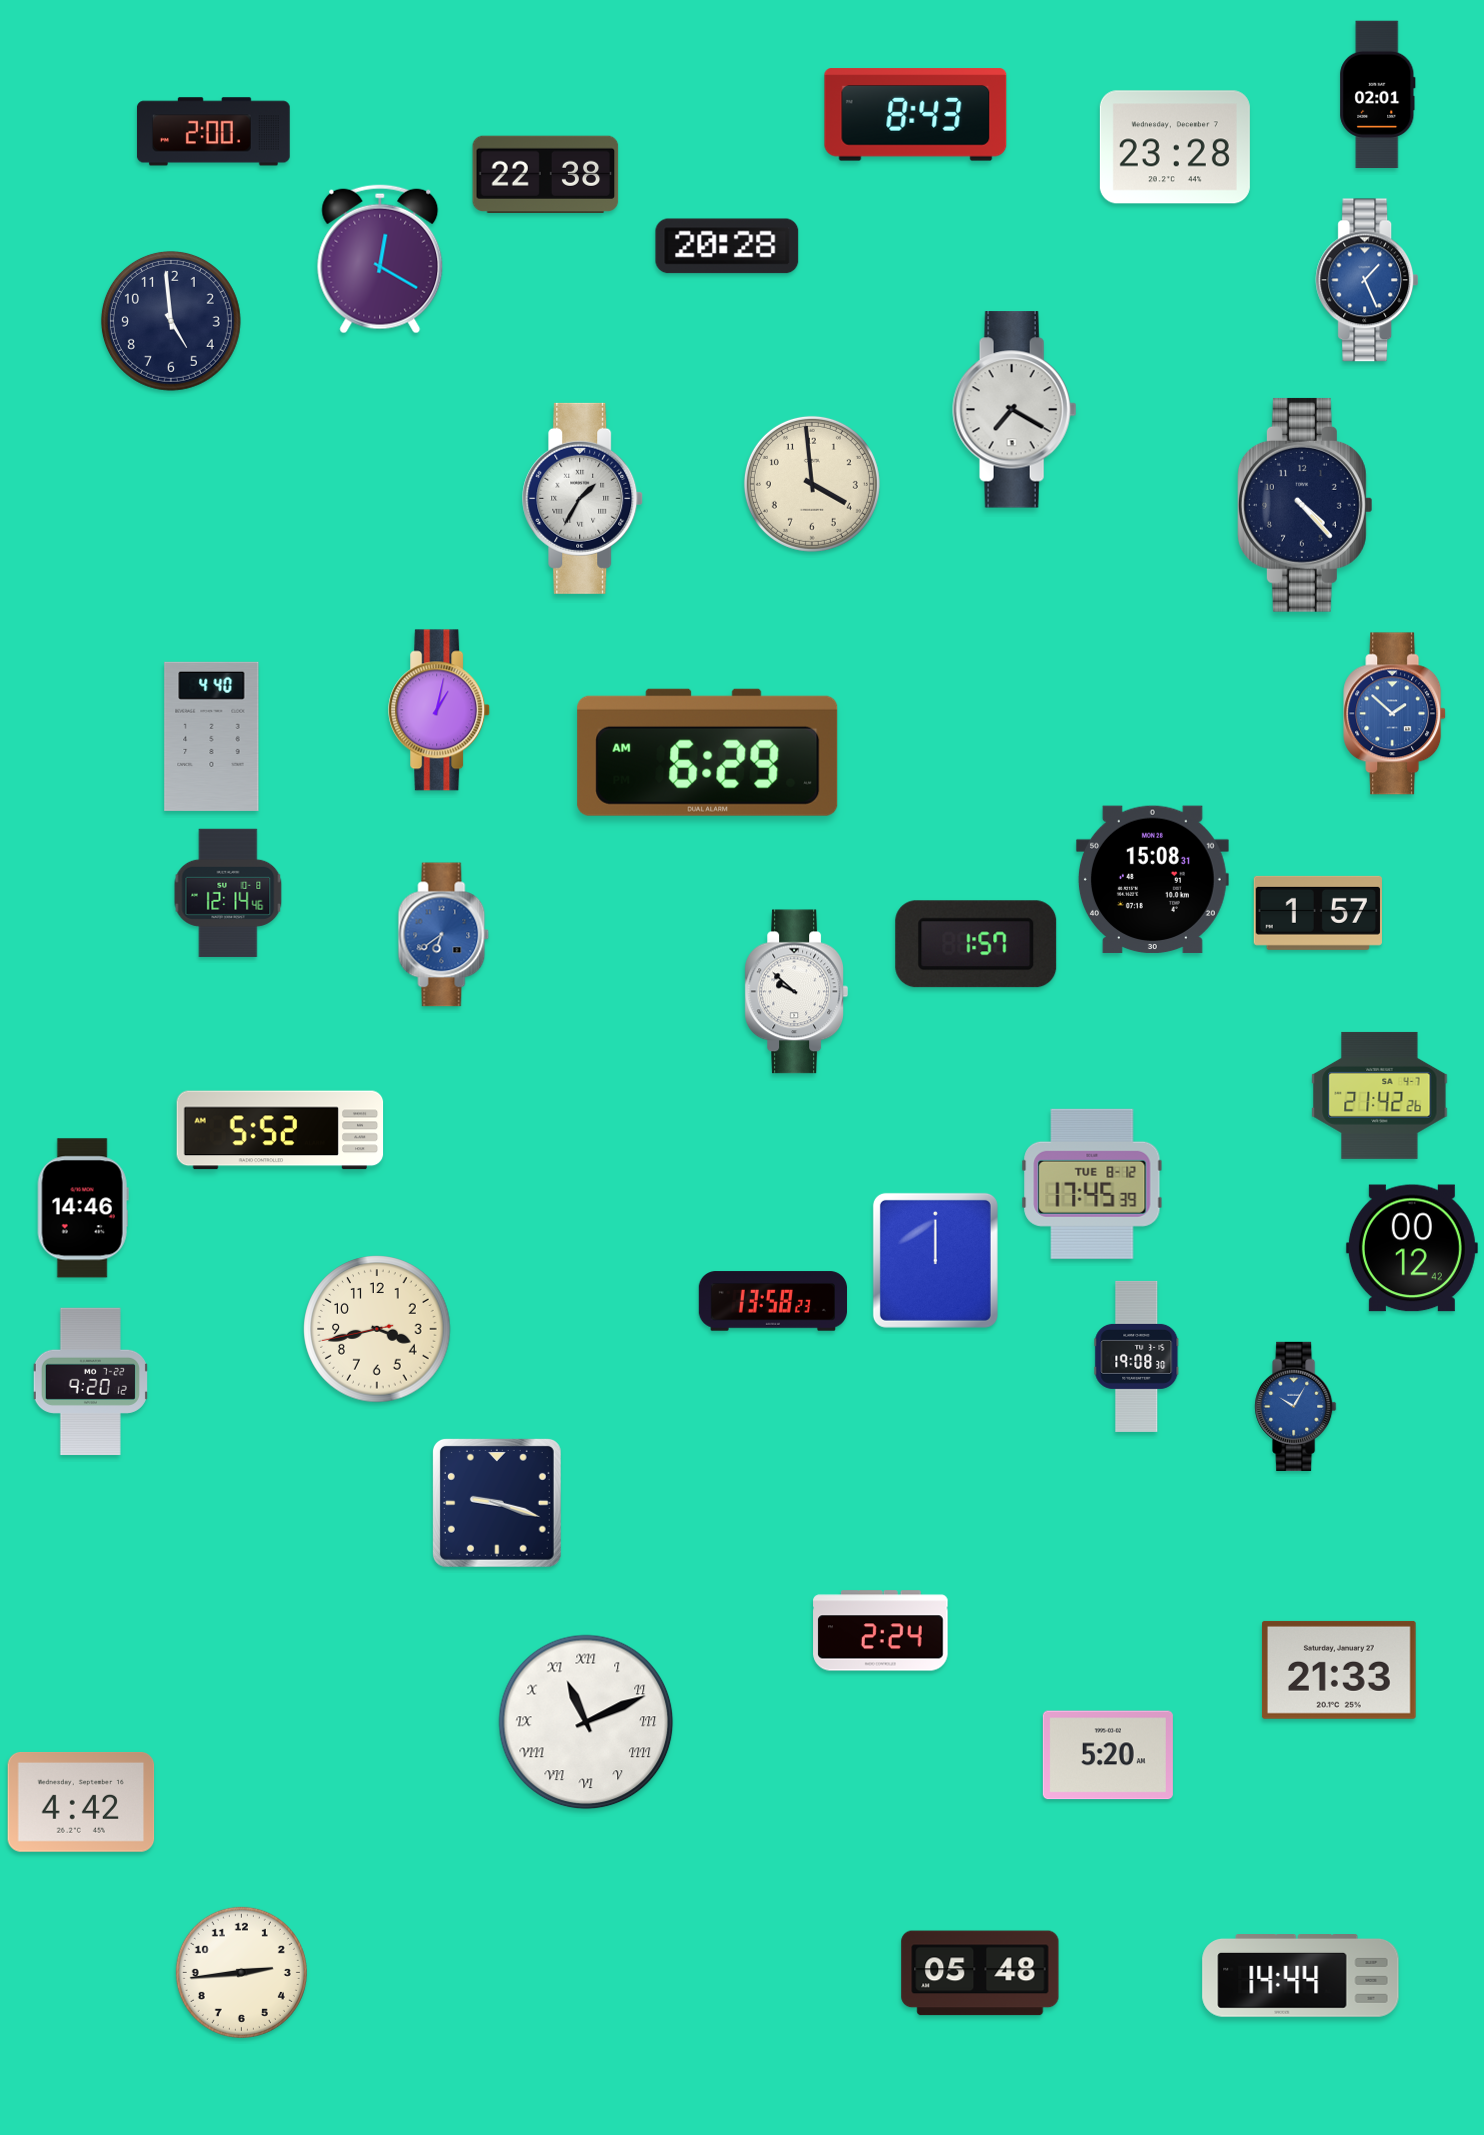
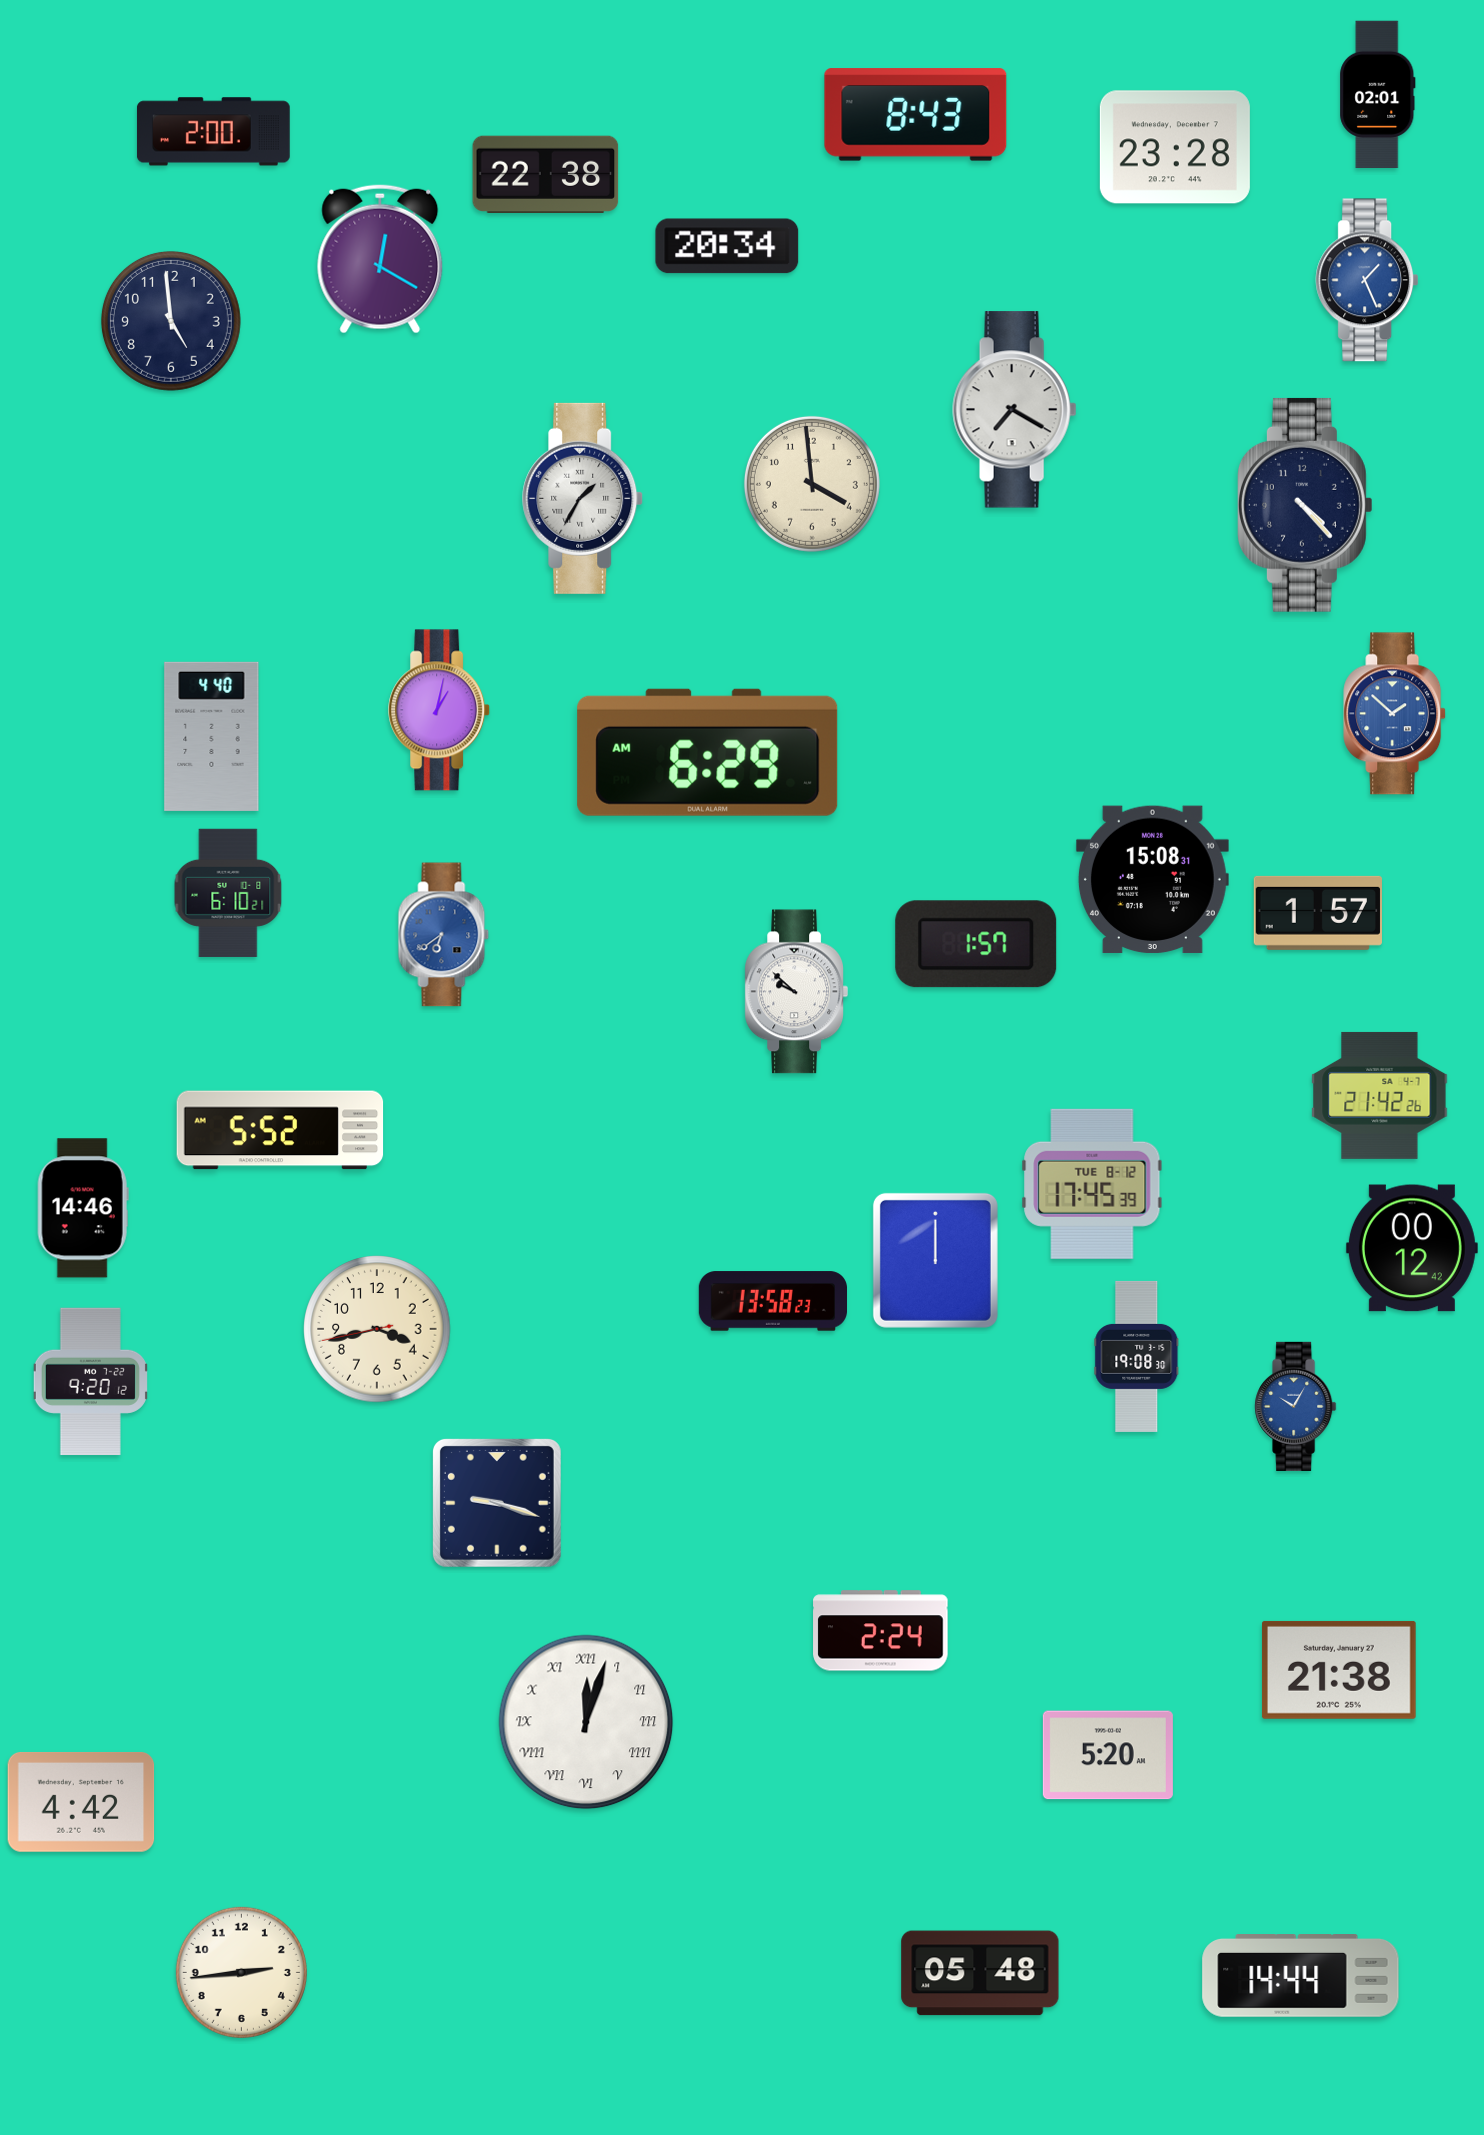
clock at (727, 246): 20:28 -> 20:34
clock at (228, 893): 12:14 -> 6:10
clock at (1339, 1670): 21:33 -> 21:38
clock at (586, 1722): 11:11 -> 12:03
